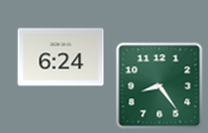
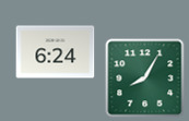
clock at (160, 86): 8:24 -> 8:05
